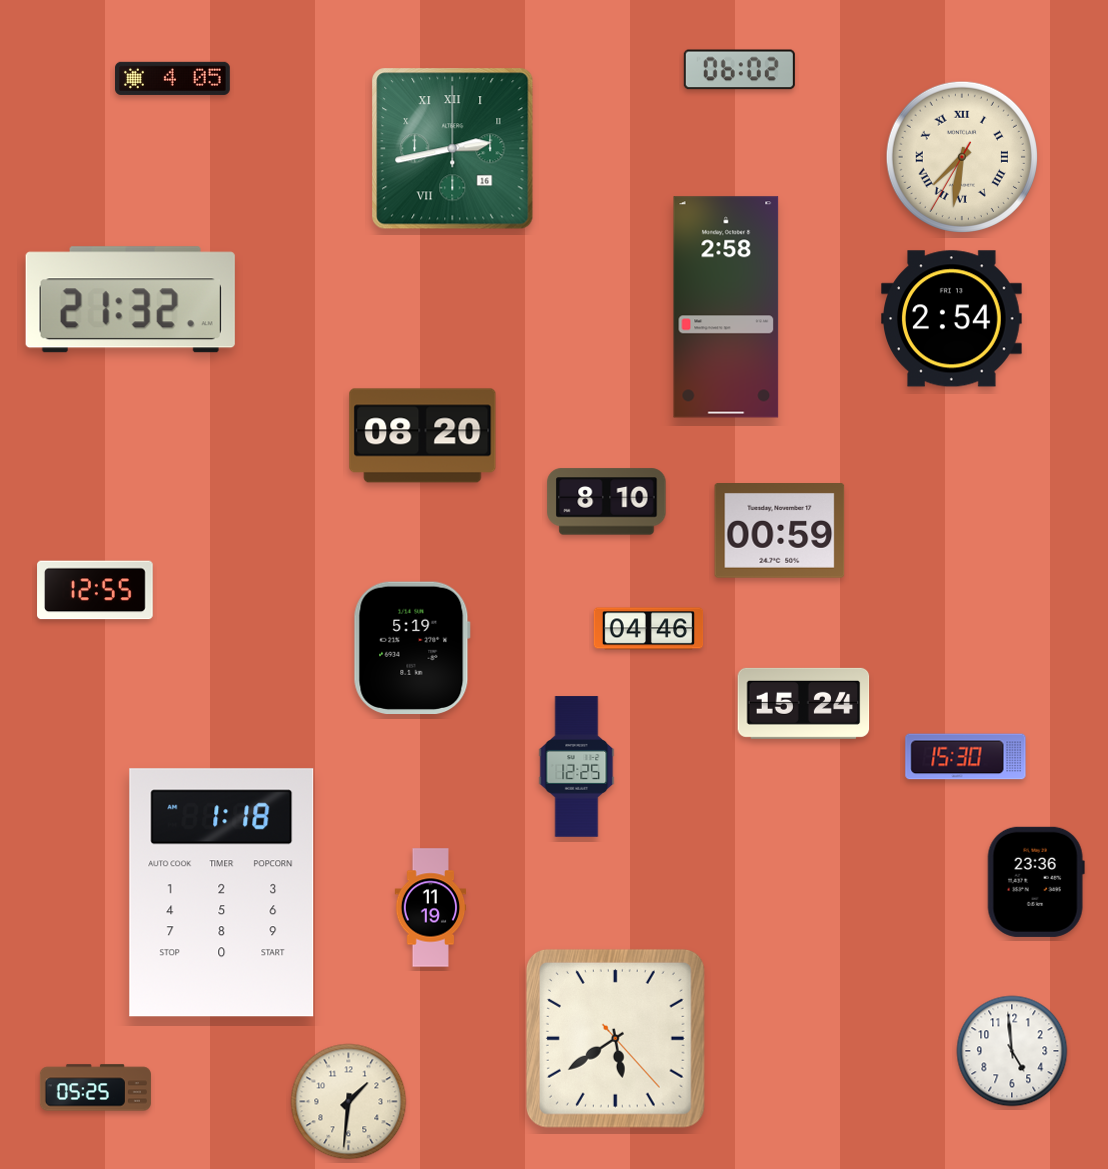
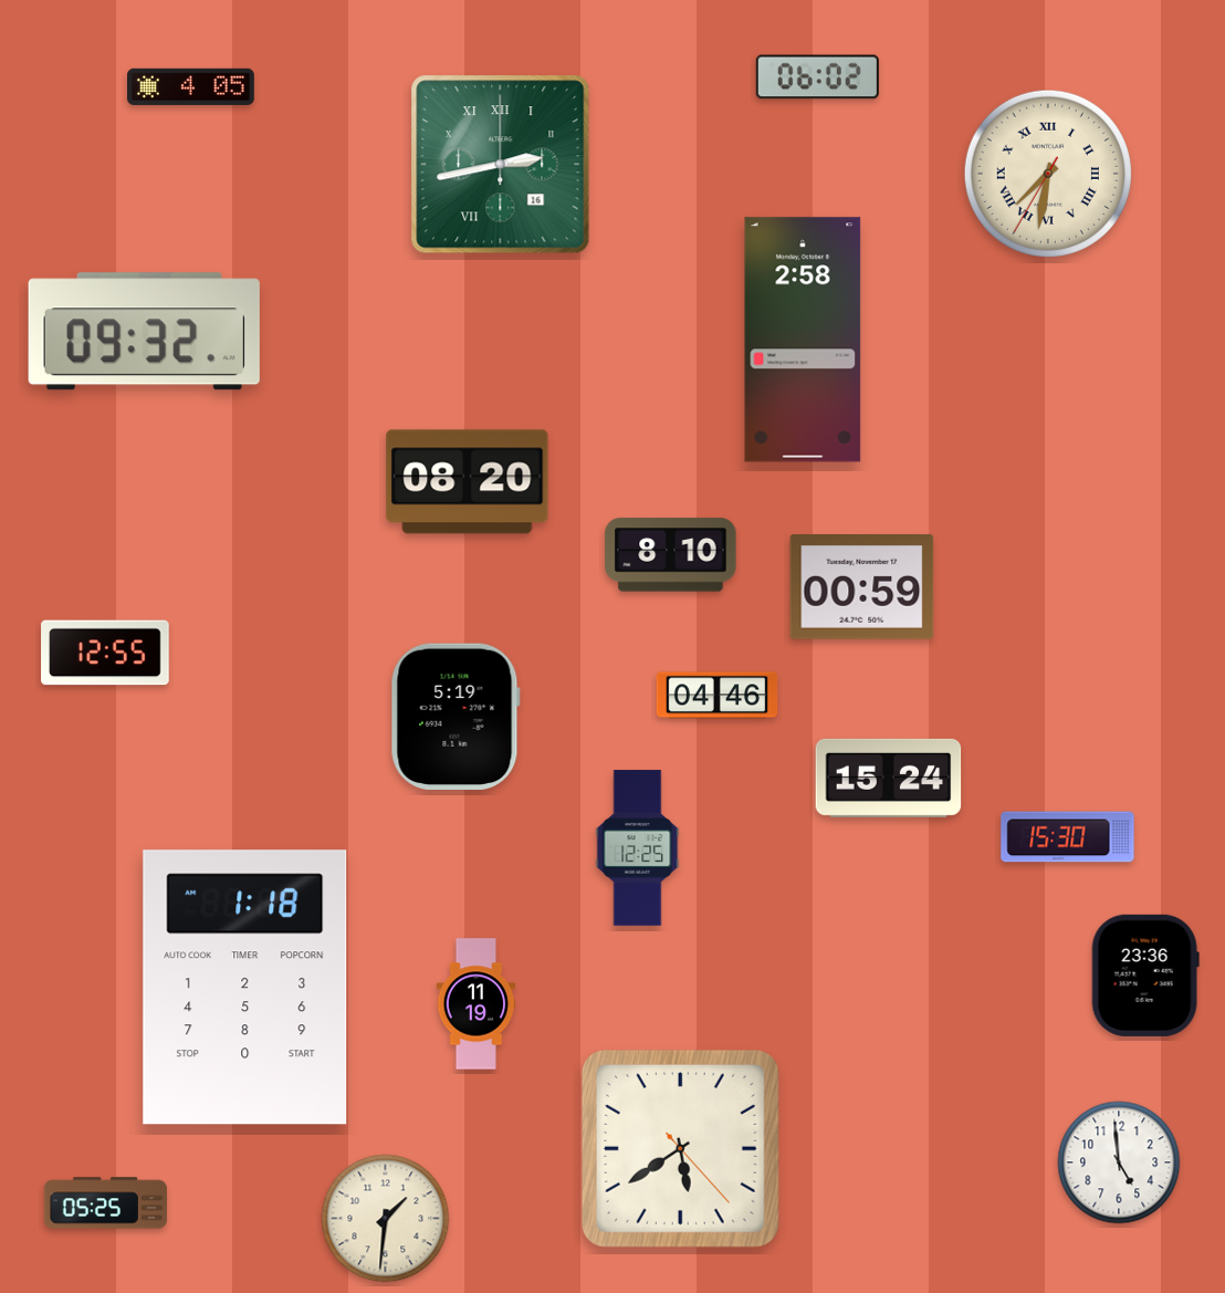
clock at (962, 157) position: (962, 157) -> (1048, 174)
clock at (130, 300): 21:32 -> 09:32
clock at (952, 319): 2:54 -> none
